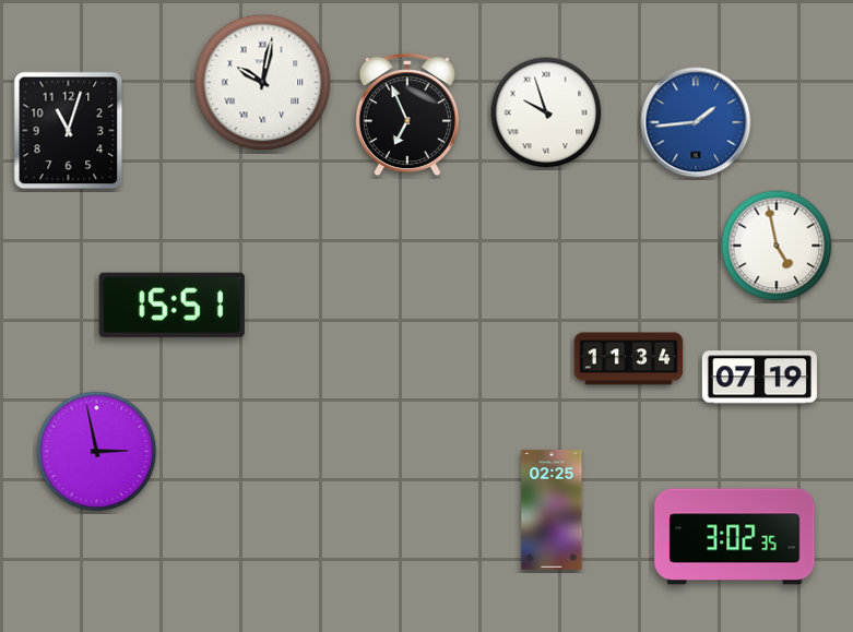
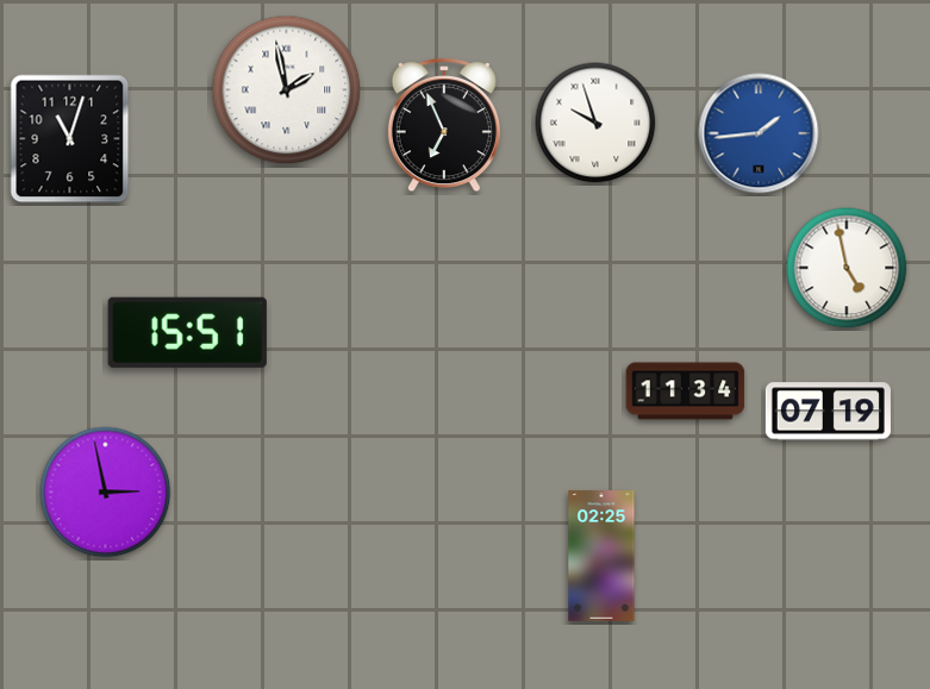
clock at (263, 83): 10:02 -> 1:58
clock at (69, 131) position: (69, 131) -> (70, 139)
clock at (735, 537): 3:02 -> none
